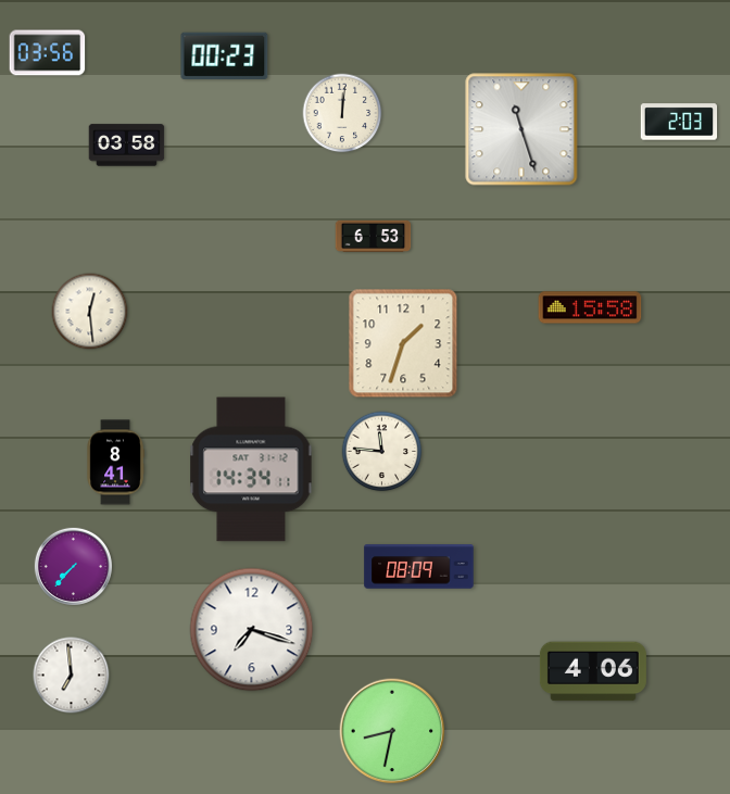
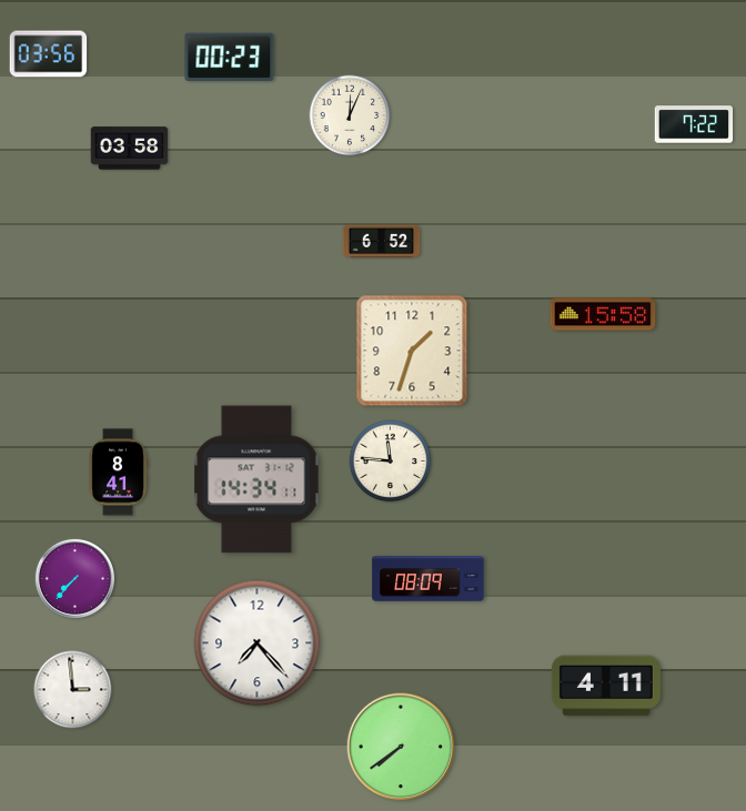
clock at (342, 113): 12:01 -> 12:04
clock at (679, 122): 2:03 -> 7:22
clock at (521, 129): 11:27 -> none
clock at (374, 236): 6:53 -> 6:52
clock at (90, 312): 12:29 -> none
clock at (252, 630): 7:18 -> 7:23
clock at (593, 671): 4:06 -> 4:11
clock at (72, 676): 6:59 -> 2:59
clock at (392, 731): 8:32 -> 7:39
